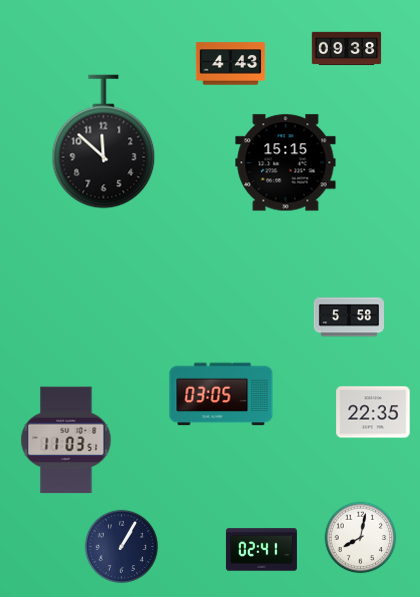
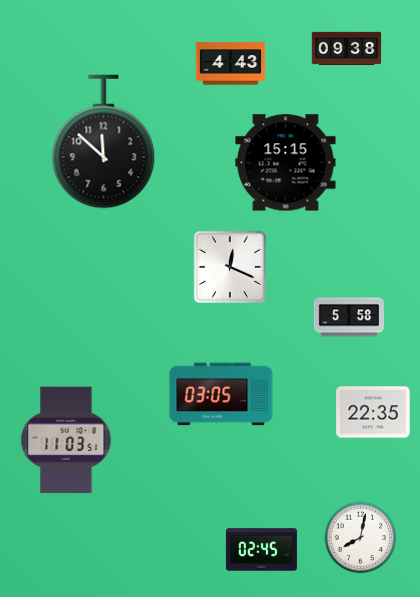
clock at (230, 267): none -> 12:19
clock at (122, 547): 1:05 -> none
clock at (261, 550): 02:41 -> 02:45
